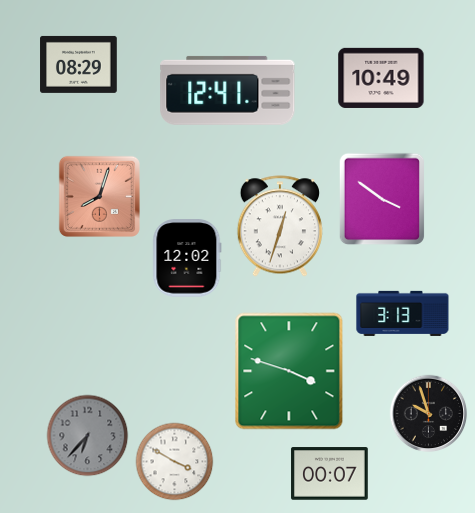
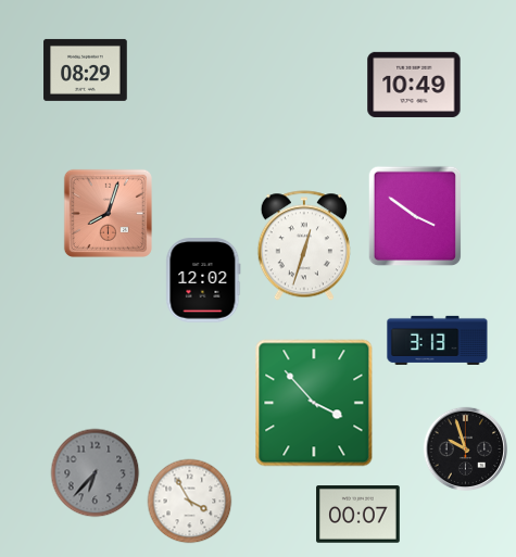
clock at (228, 90): 12:41 -> none
clock at (289, 371): 3:48 -> 3:53
clock at (174, 461): 3:50 -> 3:55
